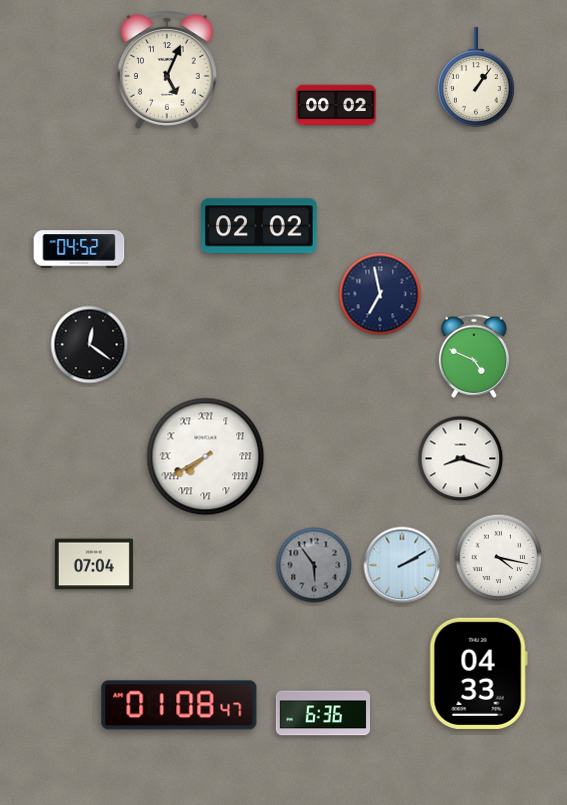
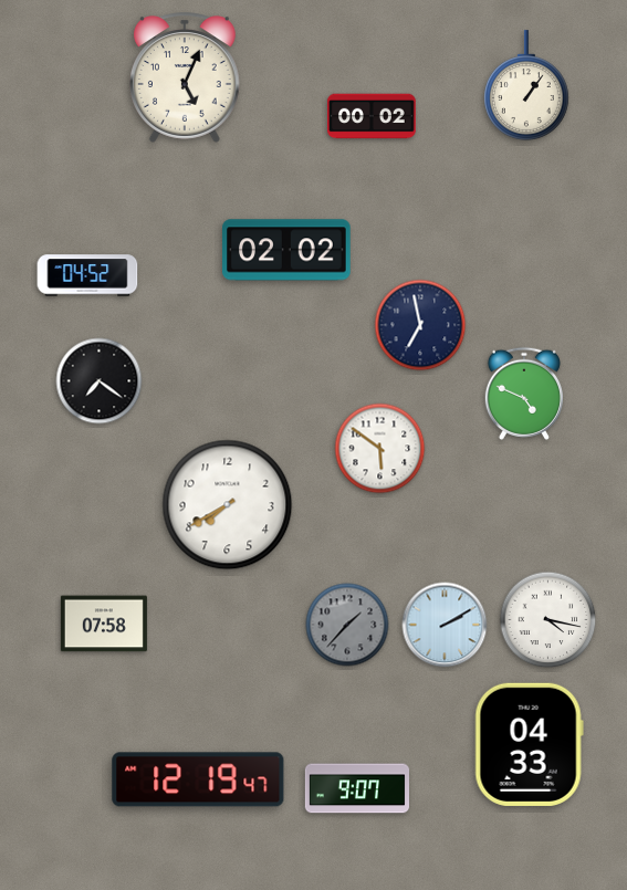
clock at (90, 345): 12:21 -> 7:21
clock at (380, 449): none -> 5:51
clock at (206, 457) numerals: Roman -> Arabic
clock at (461, 459): 8:18 -> none
clock at (499, 558) position: (499, 558) -> (548, 620)
clock at (94, 564): 07:04 -> 07:58
clock at (314, 565): 5:54 -> 1:37
clock at (179, 705): 01:08 -> 12:19
clock at (322, 713): 6:36 -> 9:07
